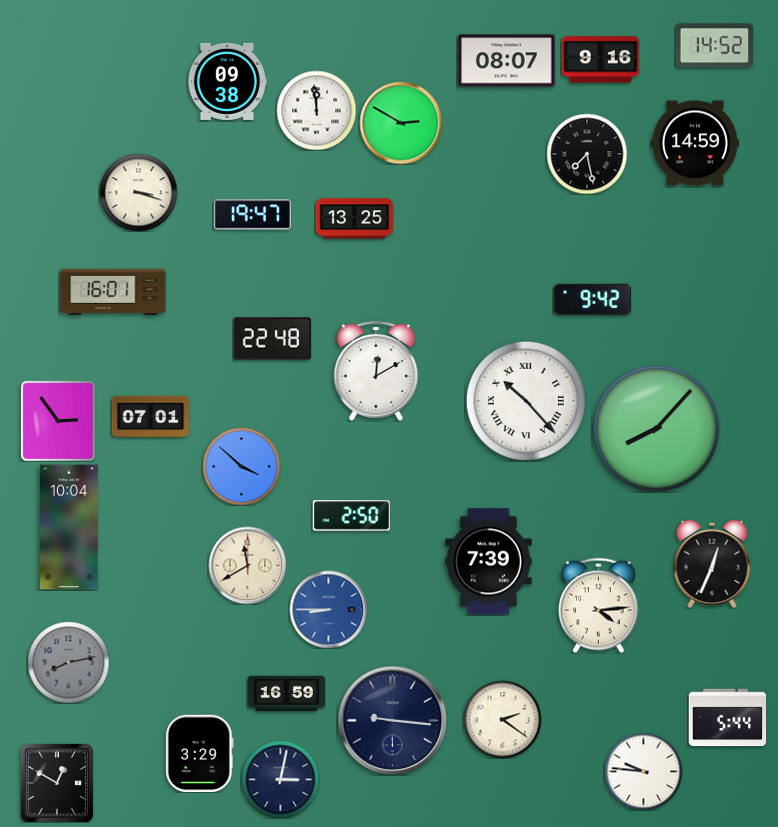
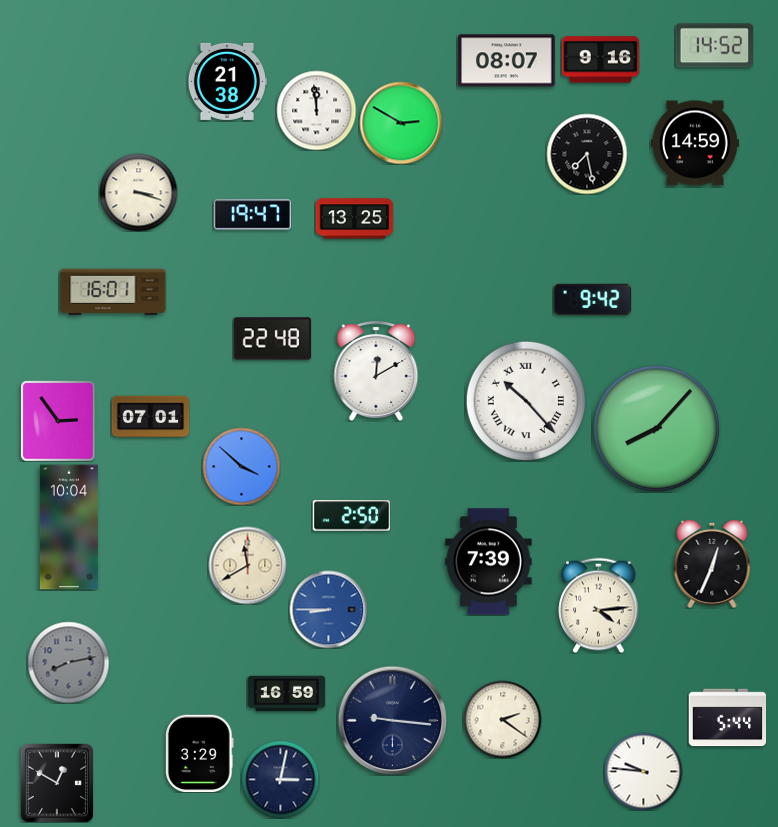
clock at (227, 81): 09:38 -> 21:38
